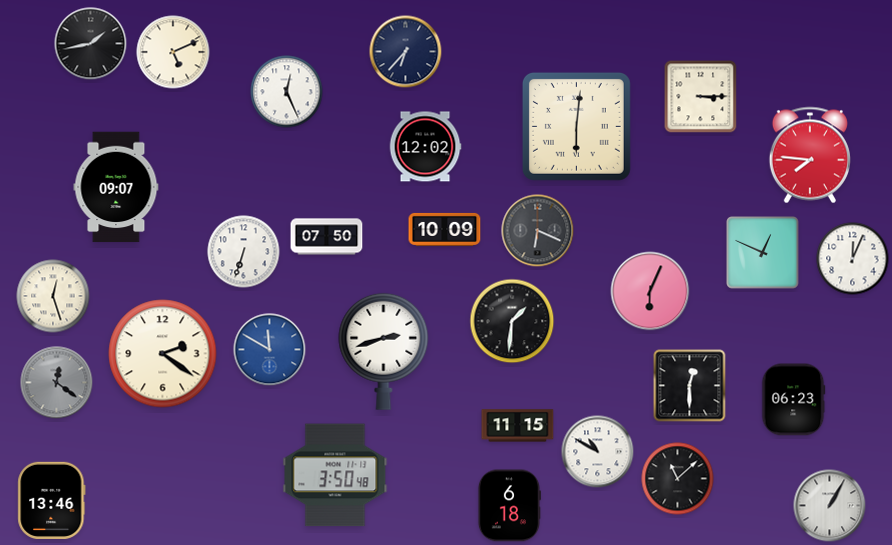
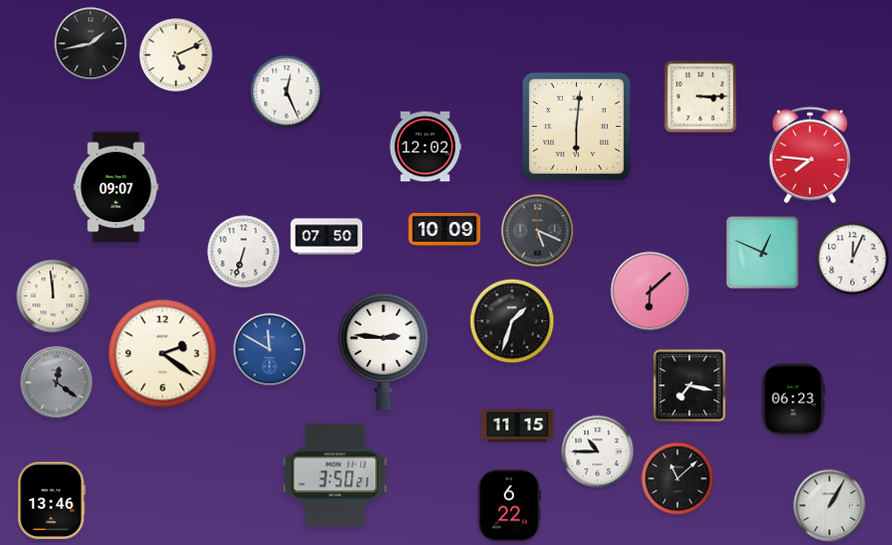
clock at (173, 52) position: (173, 52) -> (176, 55)
clock at (406, 52): 6:37 -> none
clock at (538, 231): 6:19 -> 5:19
clock at (650, 291): 6:04 -> 6:08
clock at (53, 296): 12:27 -> 11:59
clock at (512, 321): 1:31 -> 1:33
clock at (384, 351): 2:42 -> 2:46
clock at (690, 386): 12:30 -> 7:17
clock at (598, 452): 10:50 -> 10:45
clock at (335, 475): 3:50:48 -> 3:50:21
clock at (509, 506): 6:18 -> 6:22
